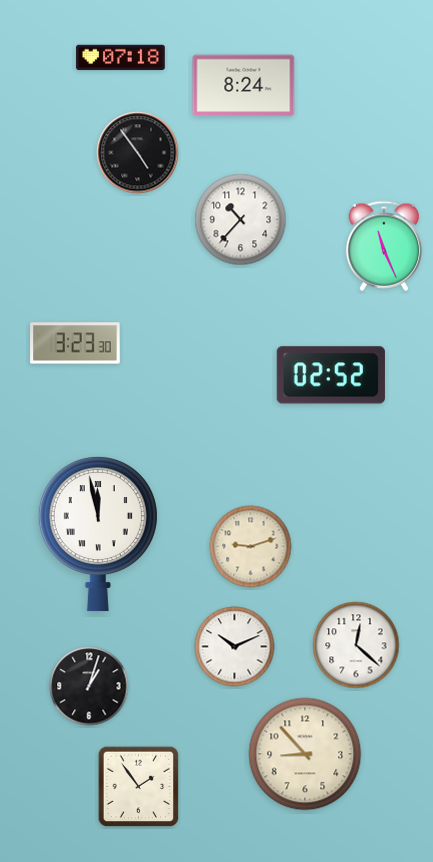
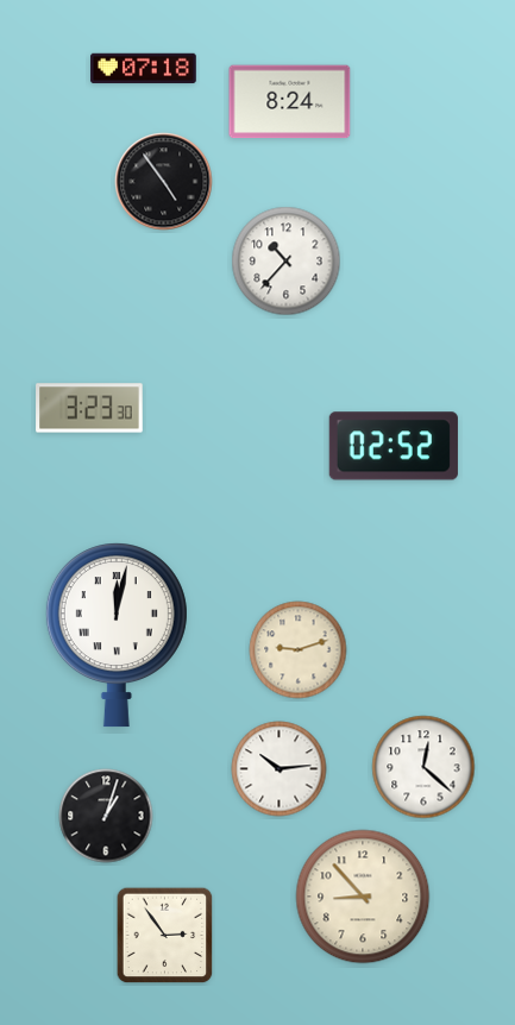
clock at (384, 246): 11:26 -> none
clock at (98, 534): 11:58 -> 12:02
clock at (235, 647): 10:11 -> 10:14
clock at (139, 787): 1:54 -> 2:54
